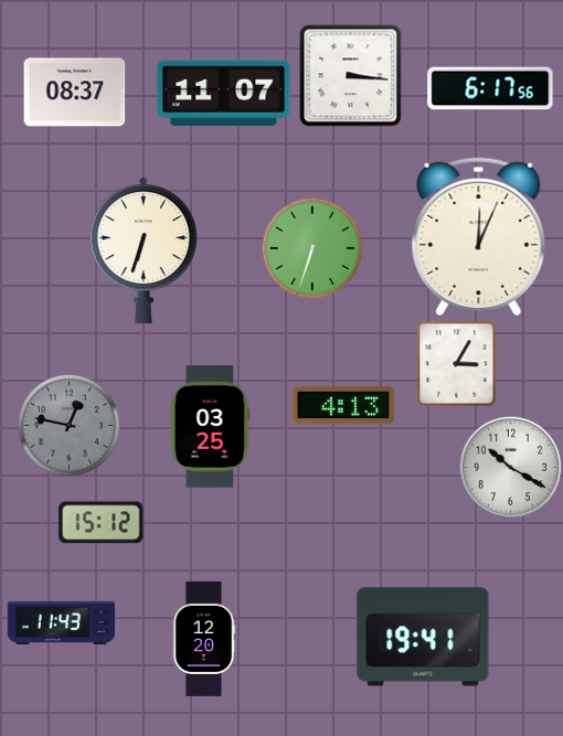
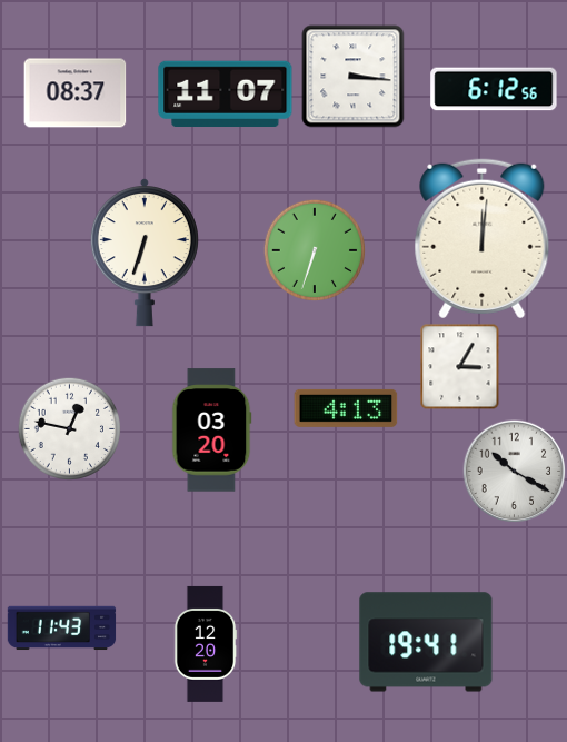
clock at (490, 88): 6:17 -> 6:12
clock at (479, 237): 12:04 -> 12:01
clock at (68, 425) dial: grey -> white
clock at (211, 427): 03:25 -> 03:20
clock at (102, 523): 15:12 -> none
